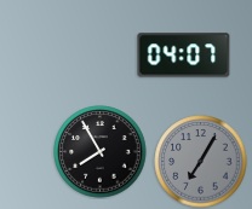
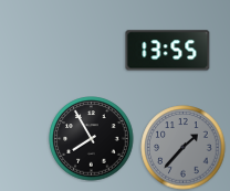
clock at (184, 56): 04:07 -> 13:55
clock at (201, 162): 7:05 -> 1:37
